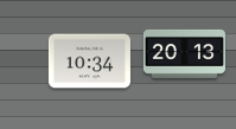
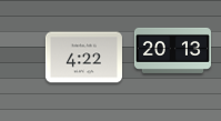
clock at (89, 62): 10:34 -> 4:22
